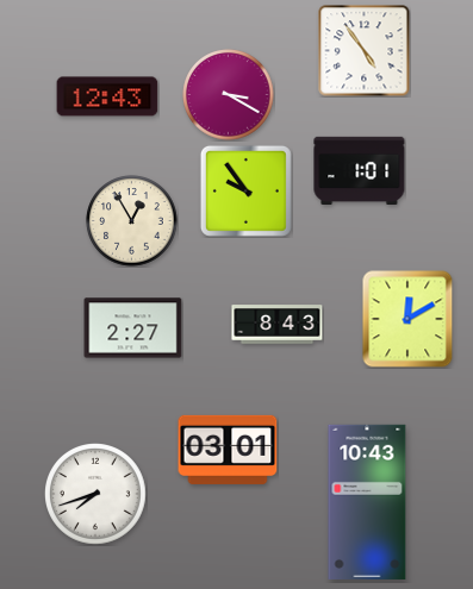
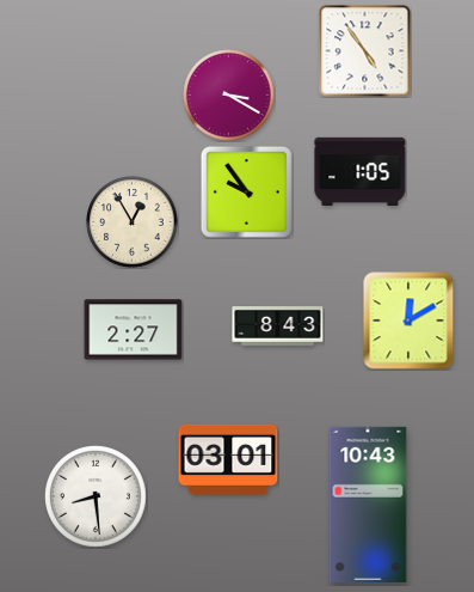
clock at (107, 96): 12:43 -> none
clock at (360, 170): 1:01 -> 1:05
clock at (228, 450) position: (228, 450) -> (228, 459)
clock at (97, 495): 7:42 -> 8:29
